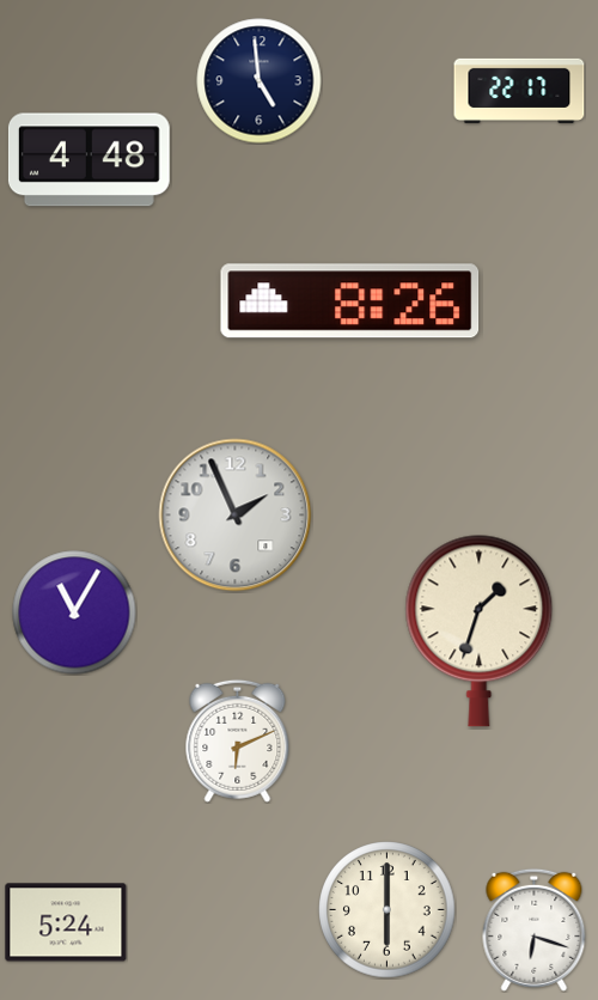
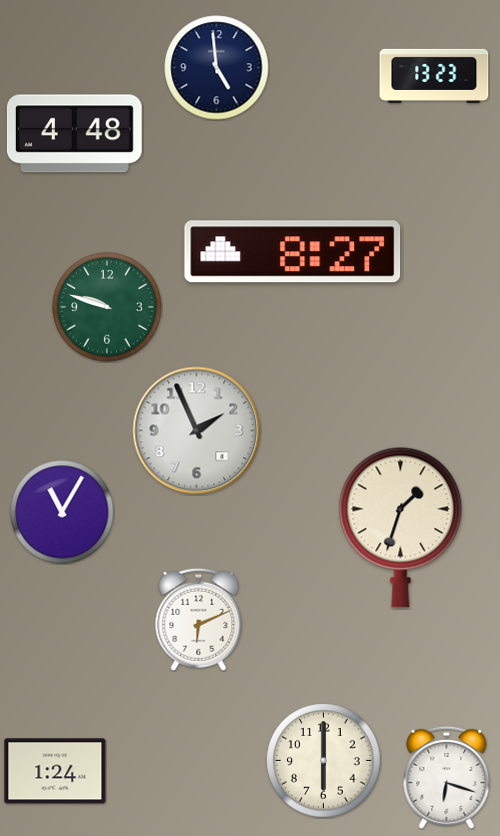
clock at (519, 91): 22:17 -> 13:23
clock at (350, 301): 8:26 -> 8:27
clock at (107, 307): none -> 9:48
clock at (66, 922): 5:24 -> 1:24
